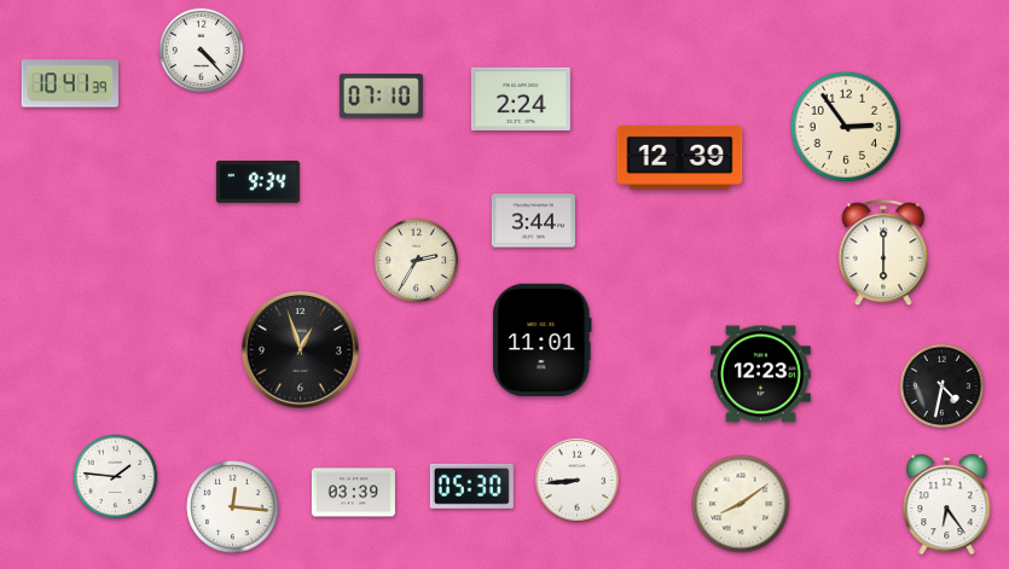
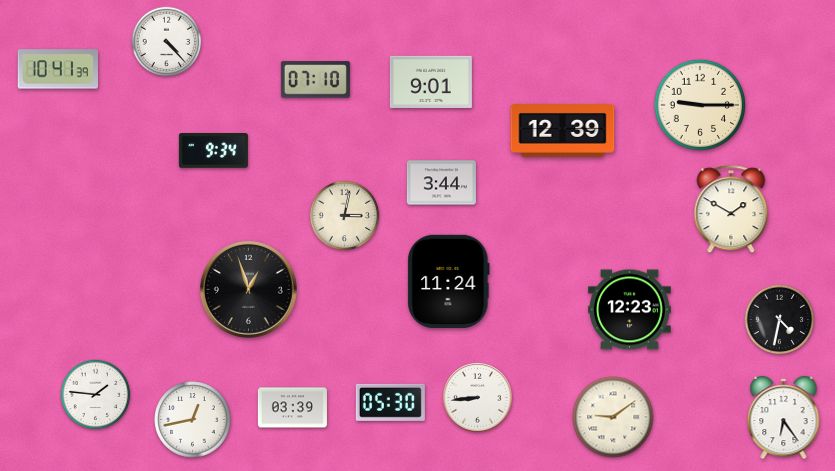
clock at (521, 99): 2:24 -> 9:01
clock at (846, 127): 2:54 -> 9:15
clock at (883, 254): 6:00 -> 1:50
clock at (417, 261): 2:35 -> 3:02
clock at (543, 339): 11:01 -> 11:24
clock at (741, 504): 8:09 -> 9:09
clock at (233, 507): 12:16 -> 12:43
